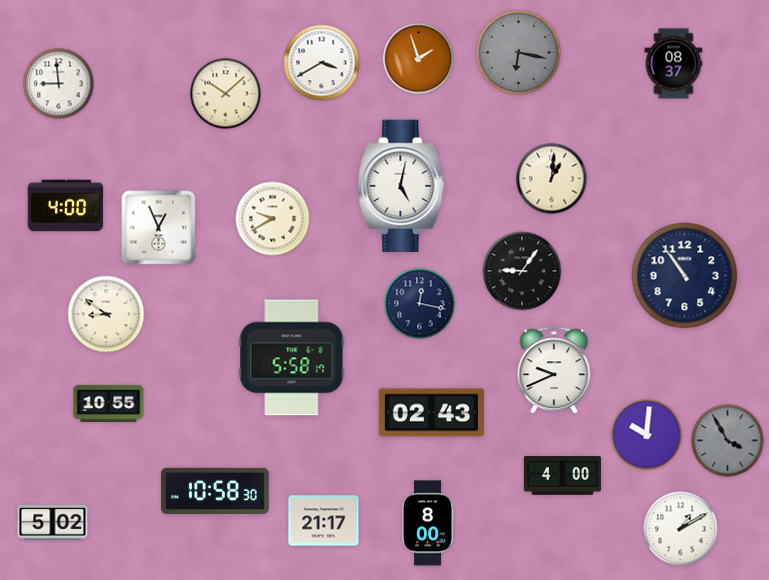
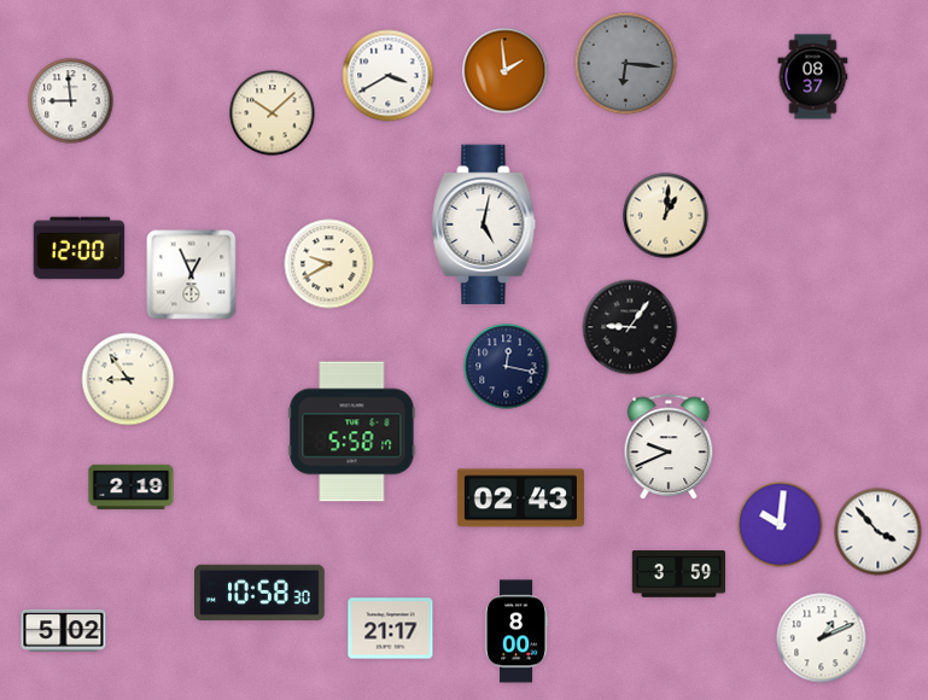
clock at (519, 53): 6:17 -> 6:16
clock at (419, 59): 1:57 -> 1:59
clock at (66, 206): 4:00 -> 12:00
clock at (685, 276): 10:54 -> none
clock at (106, 314): 8:51 -> 8:54
clock at (109, 403): 10:55 -> 2:19
clock at (728, 441): 3:55 -> 3:53
clock at (728, 441) dial: grey -> white
clock at (562, 476): 4:00 -> 3:59
clock at (681, 529): 1:10 -> 1:11
